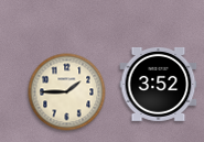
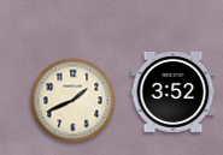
clock at (67, 92): 1:45 -> 1:41
